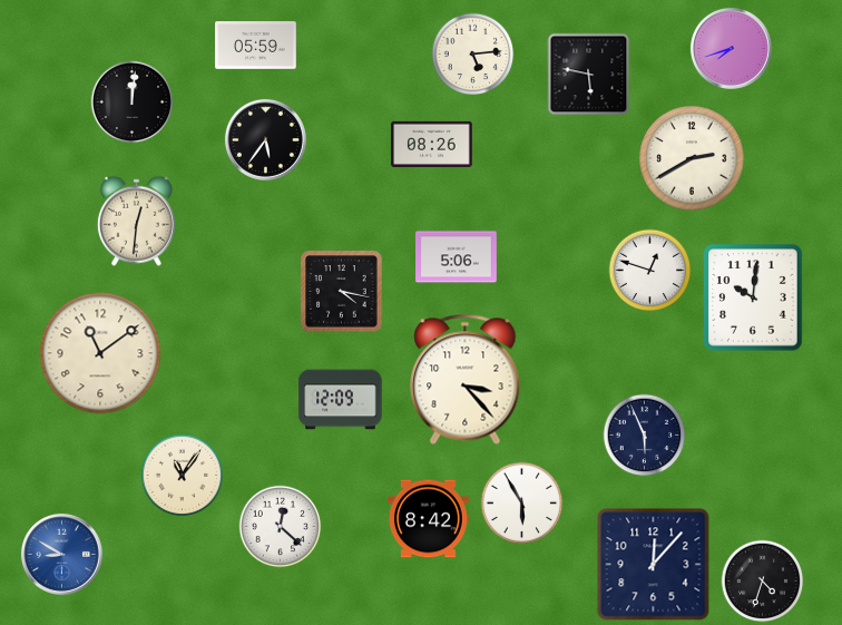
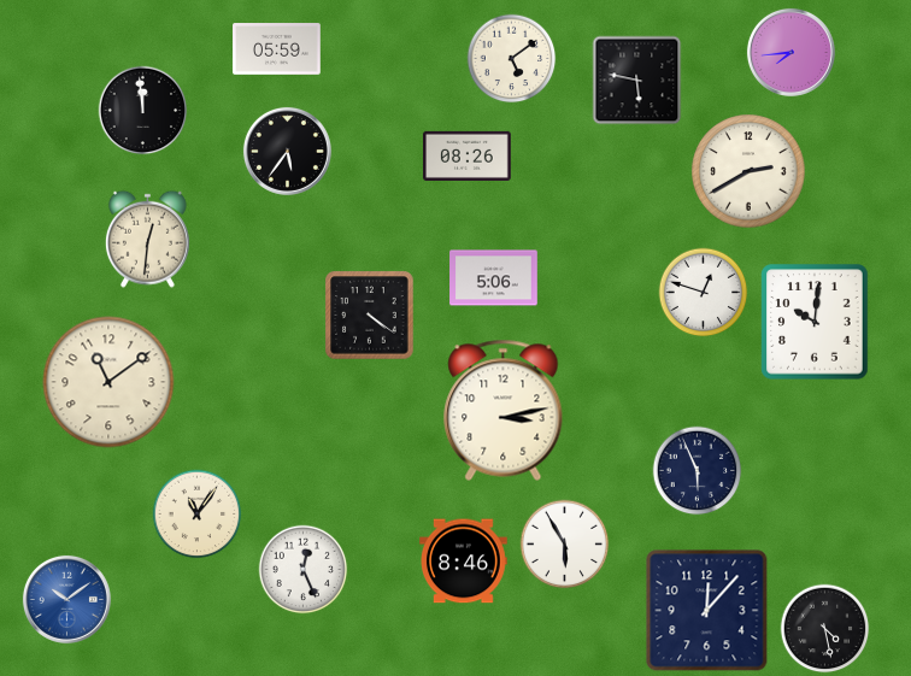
clock at (731, 48): 7:42 -> 7:44
clock at (473, 55): 5:14 -> 5:09
clock at (133, 102): 12:01 -> 11:59
clock at (342, 292): 4:17 -> 4:21
clock at (466, 379): 3:23 -> 3:13
clock at (341, 400): 12:09 -> none
clock at (429, 519): 8:42 -> 8:46
clock at (281, 527): 12:22 -> 12:26
clock at (61, 554): 8:50 -> 10:09
clock at (763, 582): 4:33 -> 4:28
